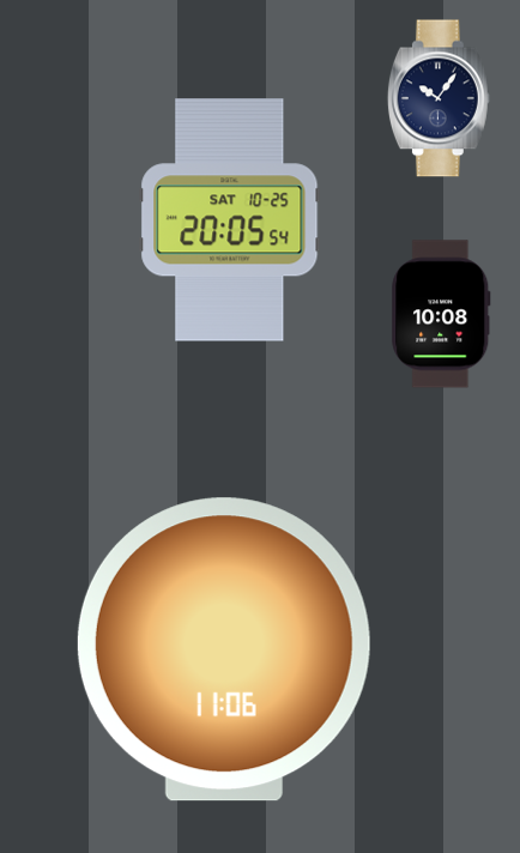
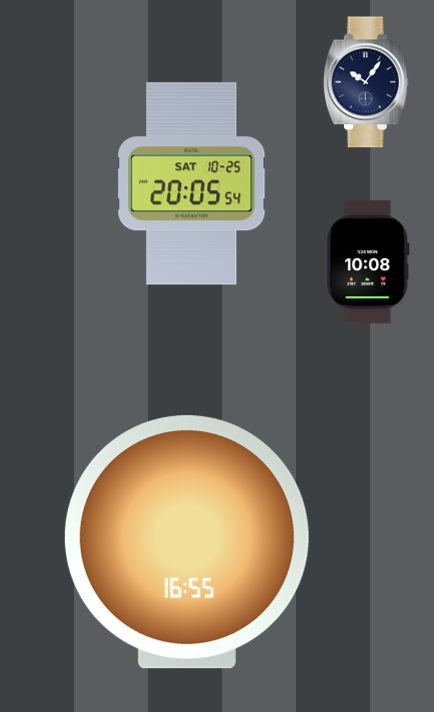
clock at (224, 649): 11:06 -> 16:55
